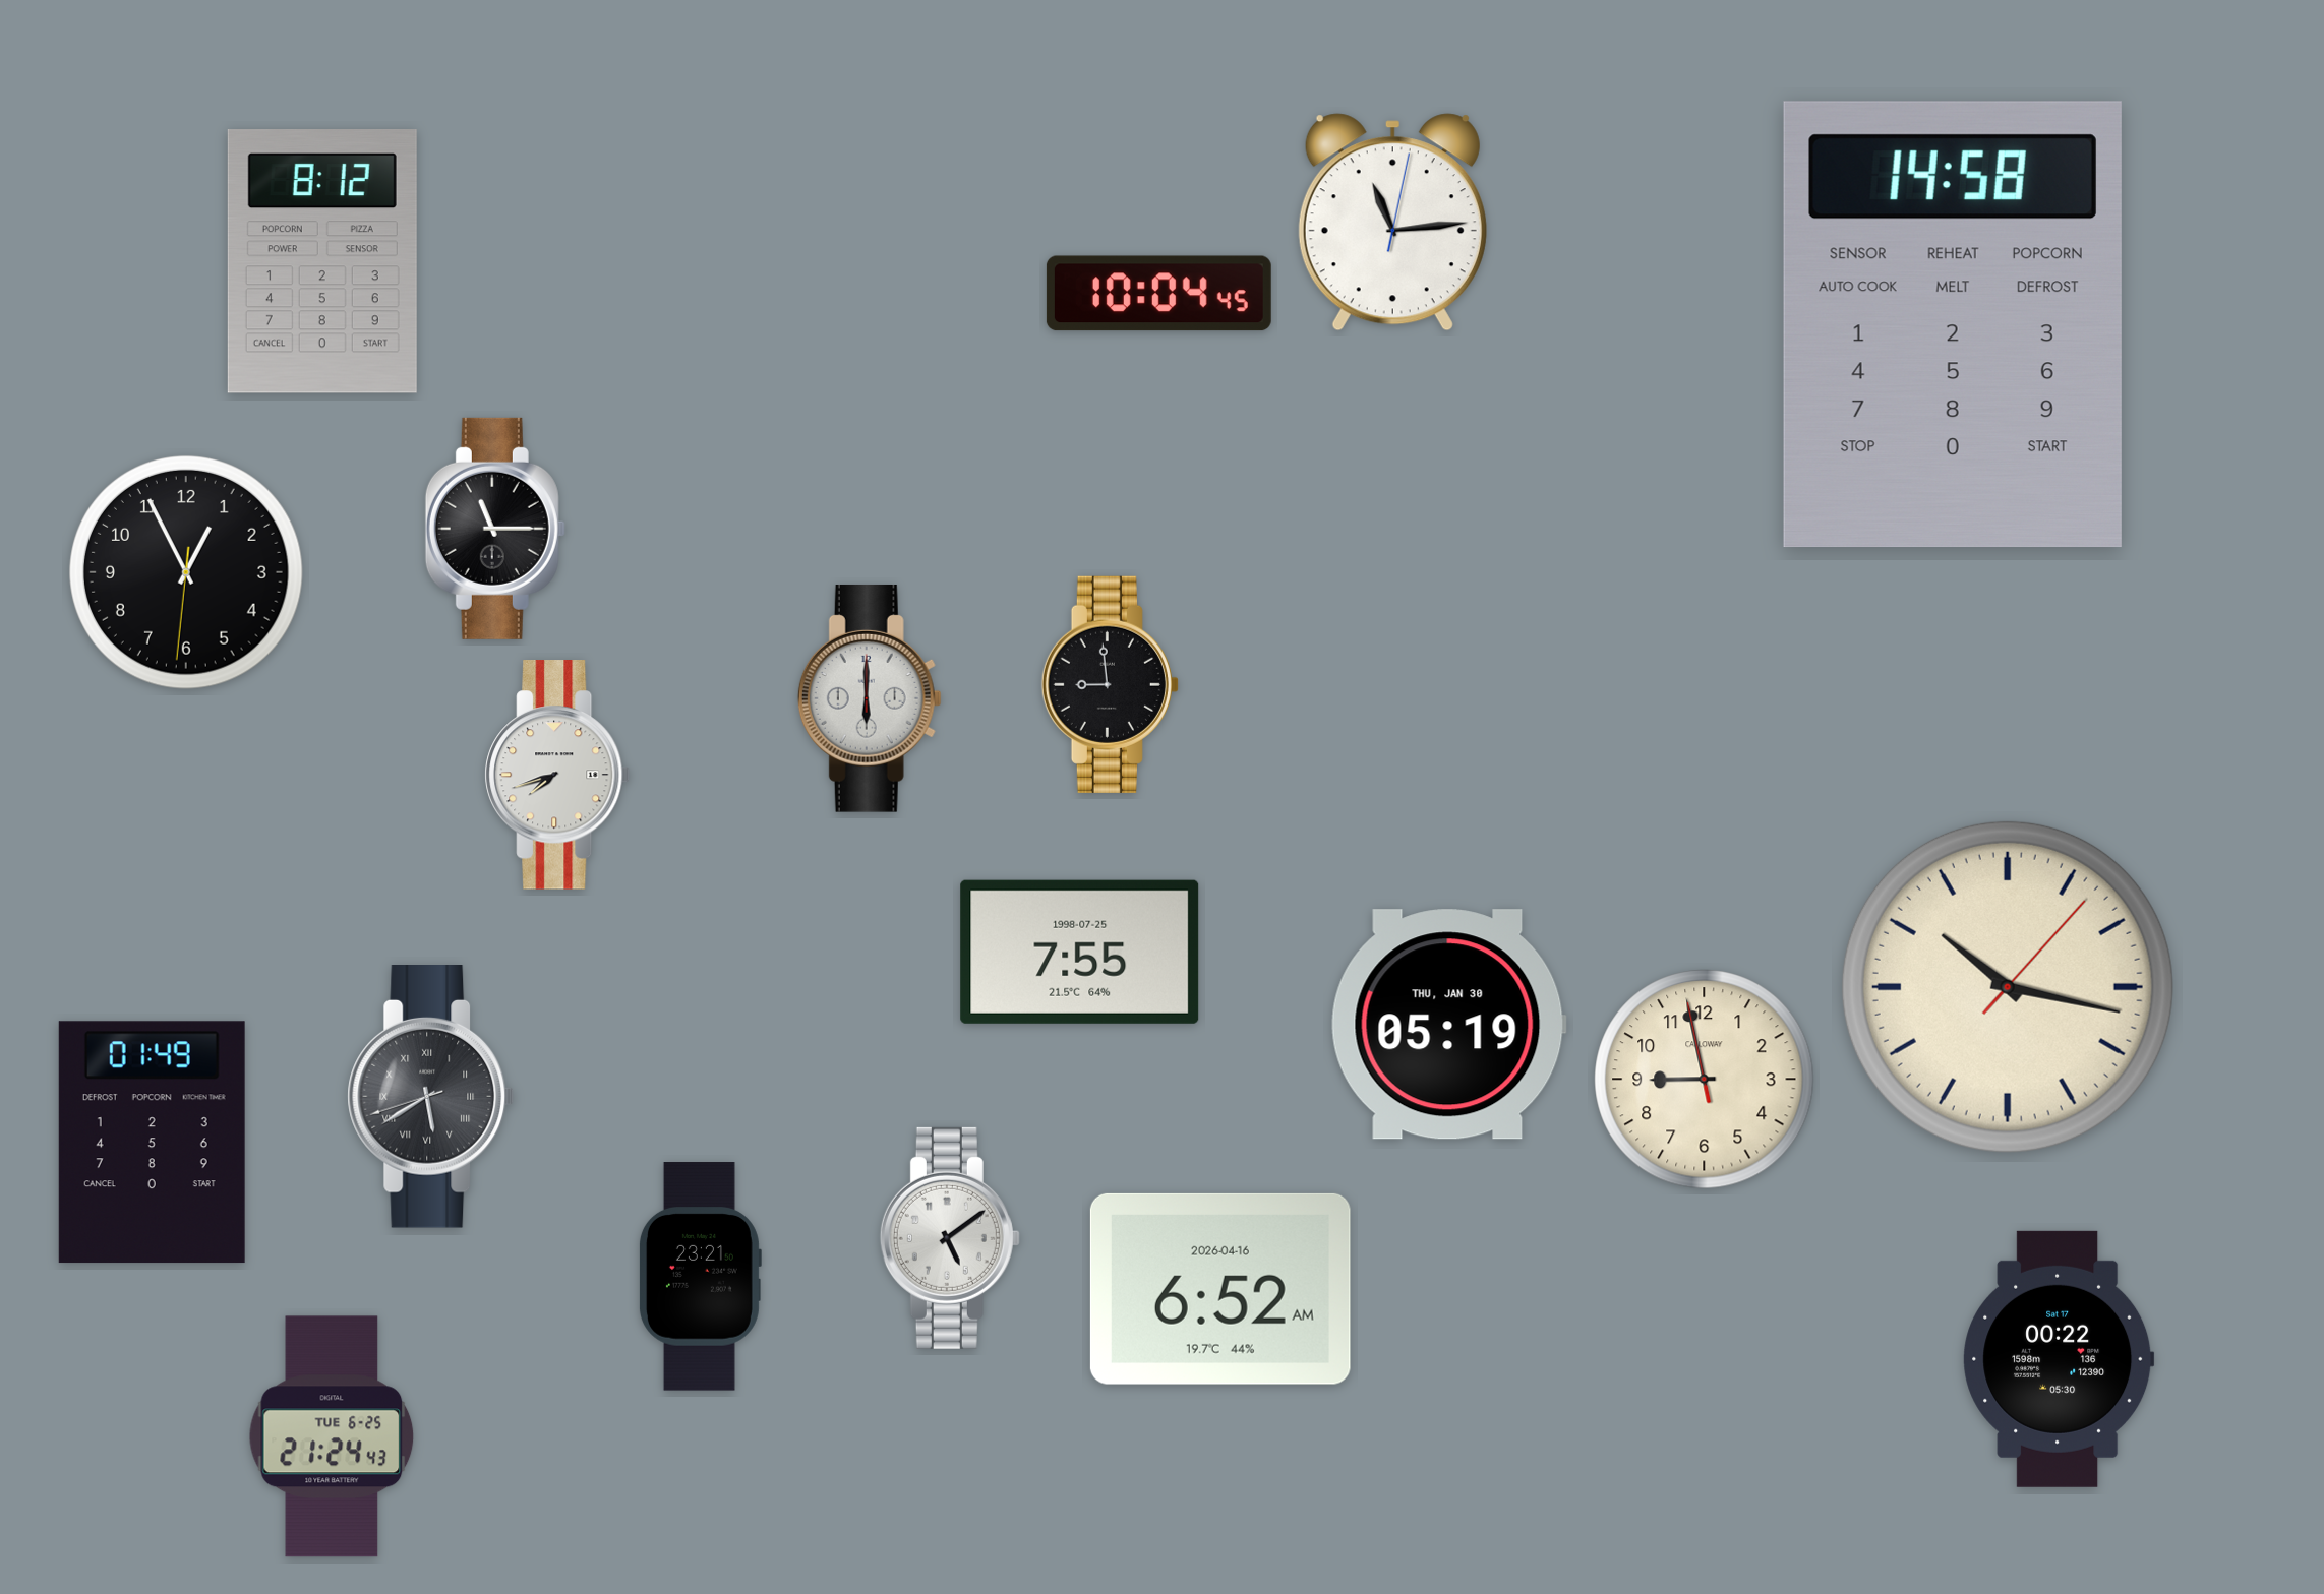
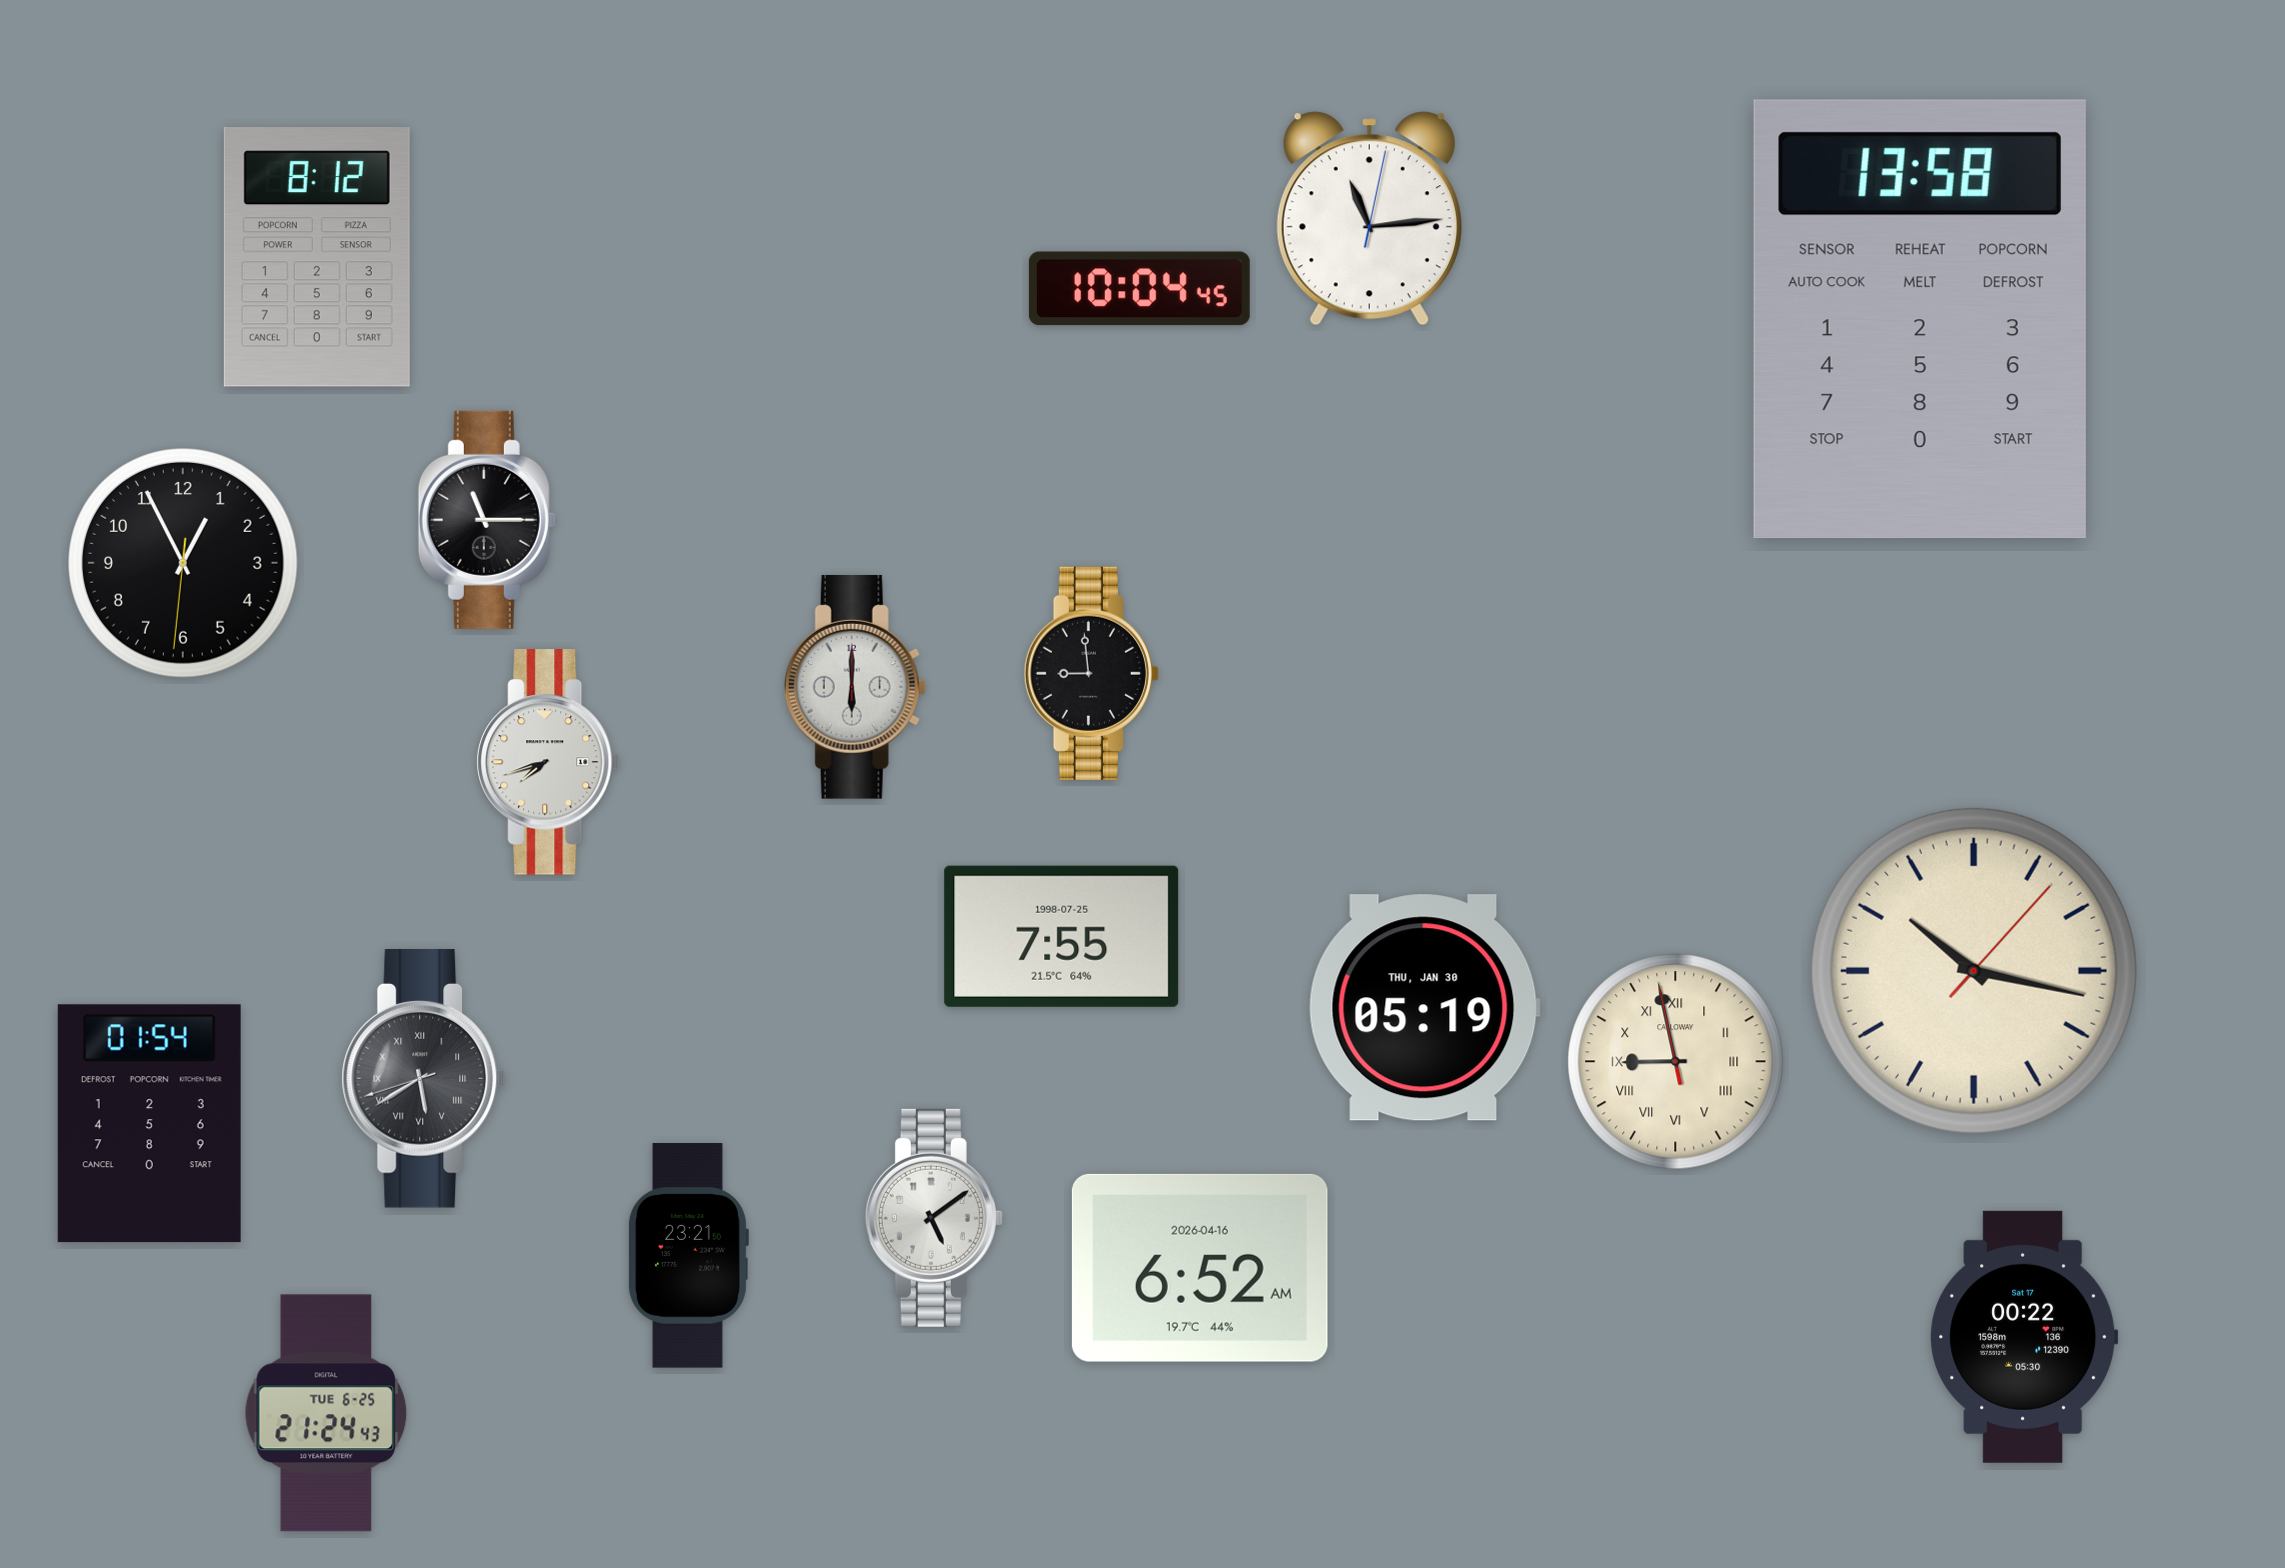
clock at (1953, 324): 14:58 -> 13:58
clock at (1705, 1080) numerals: Arabic -> Roman
clock at (152, 1143): 01:49 -> 01:54
